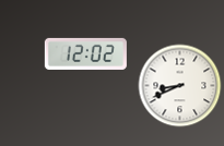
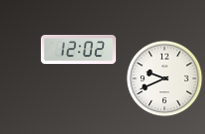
clock at (180, 86): 8:41 -> 9:41
